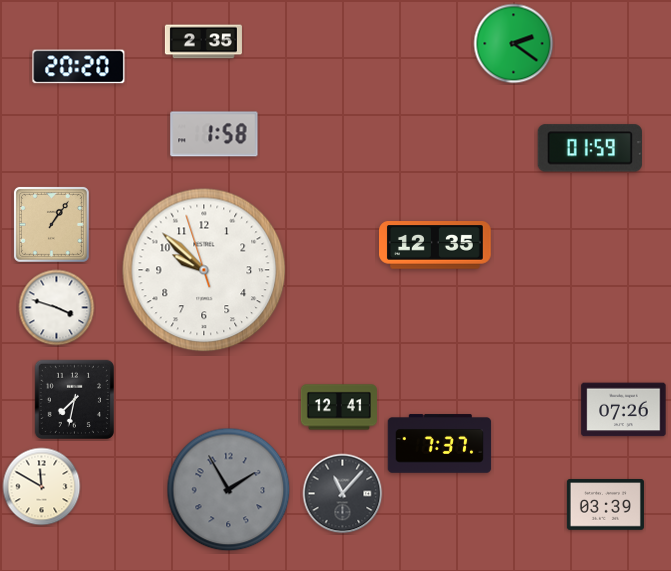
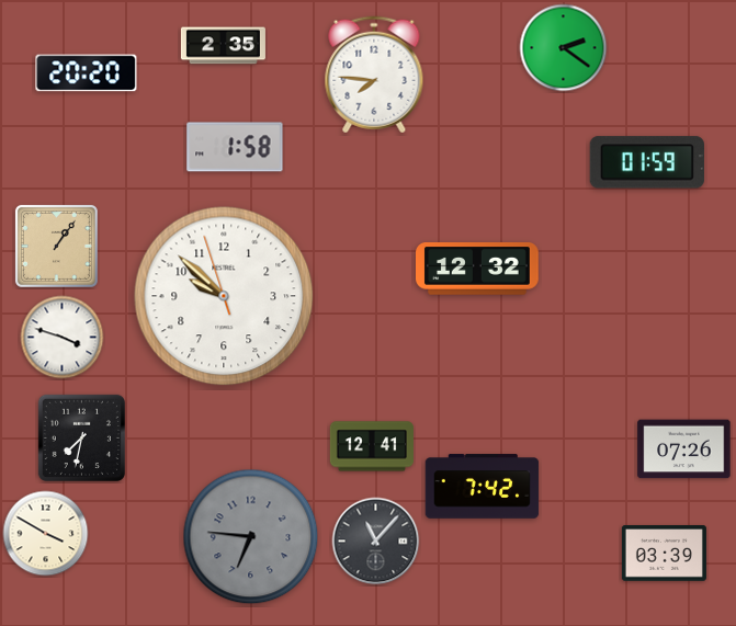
clock at (374, 75): none -> 7:46
clock at (436, 245): 12:35 -> 12:32
clock at (440, 444): 7:37 -> 7:42
clock at (42, 487): 11:50 -> 3:50
clock at (229, 490): 1:55 -> 6:46
